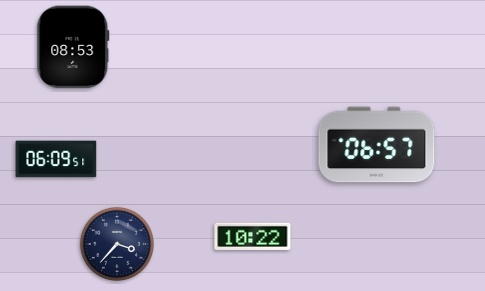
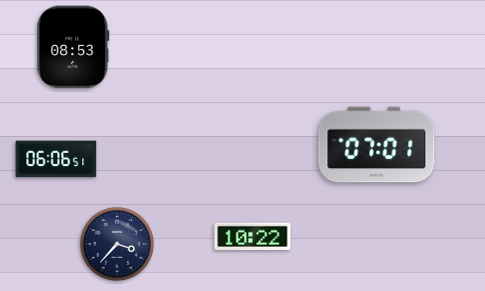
clock at (377, 145): 06:57 -> 07:01
clock at (56, 159): 06:09 -> 06:06
